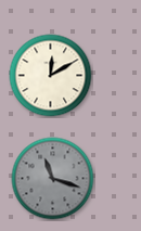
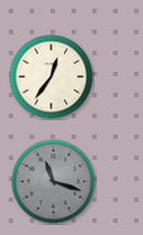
clock at (51, 76): 12:10 -> 12:36
